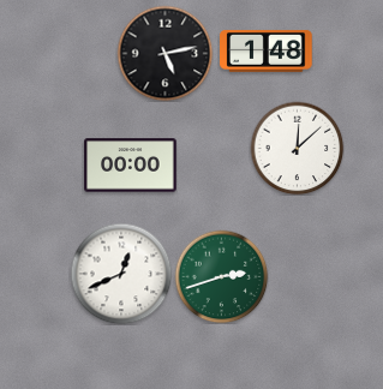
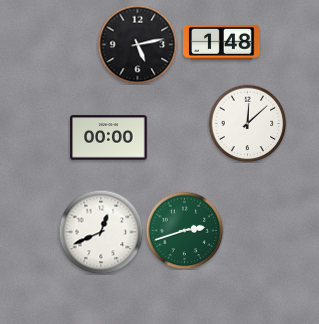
clock at (121, 274) position: (121, 274) -> (101, 232)
